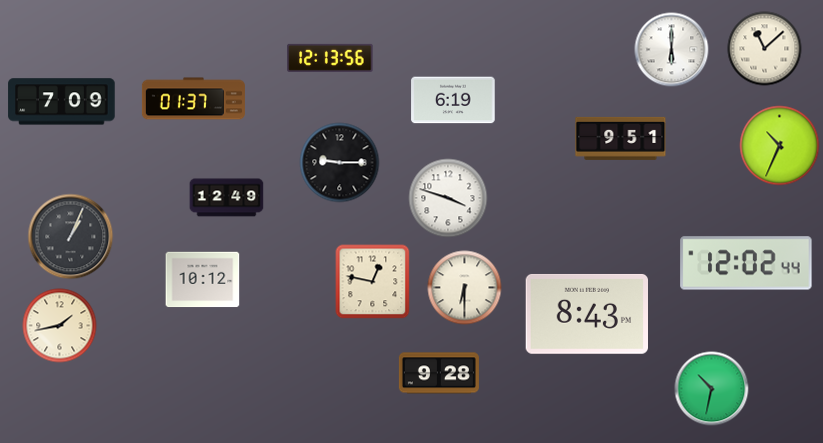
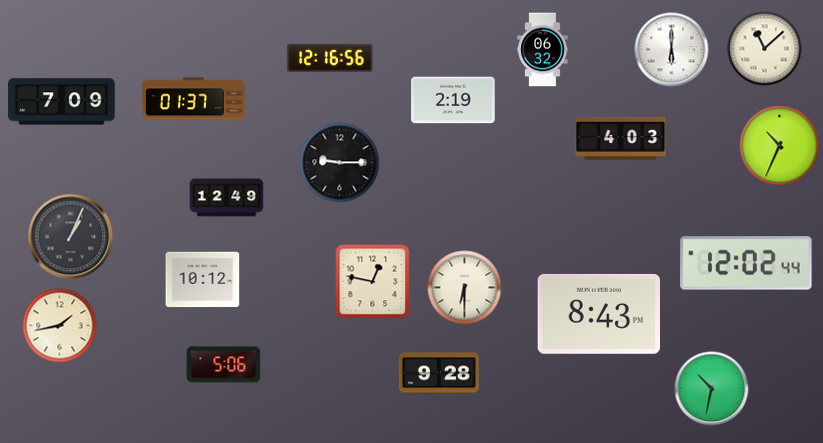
clock at (543, 50): none -> 06:32
clock at (330, 58): 12:13 -> 12:16
clock at (453, 100): 6:19 -> 2:19
clock at (621, 138): 9:51 -> 4:03
clock at (448, 198): 3:48 -> none
clock at (586, 314) position: (586, 314) -> (598, 314)
clock at (224, 365): none -> 5:06
